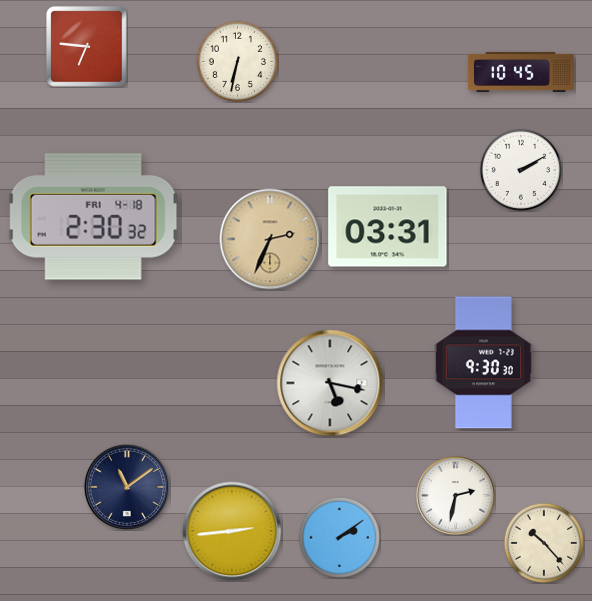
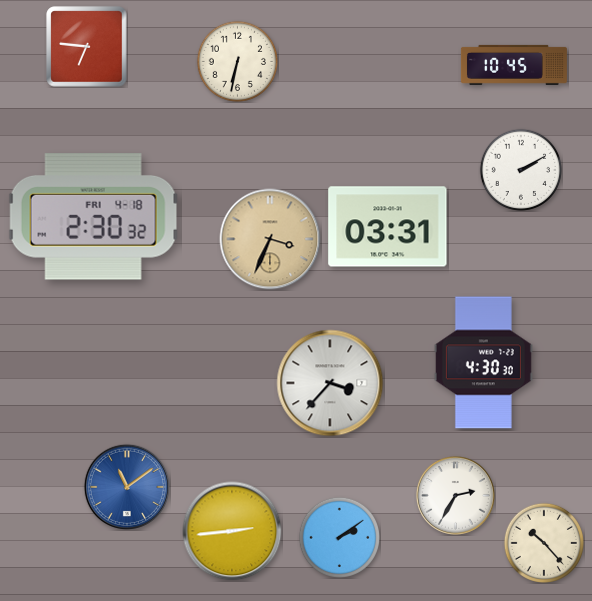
clock at (521, 72) position: (521, 72) -> (514, 65)
clock at (270, 239): 2:34 -> 3:34
clock at (483, 363): 9:30 -> 4:30
clock at (330, 383): 5:17 -> 3:37
clock at (127, 487) dial: navy -> blue
clock at (455, 495): 2:32 -> 2:35
